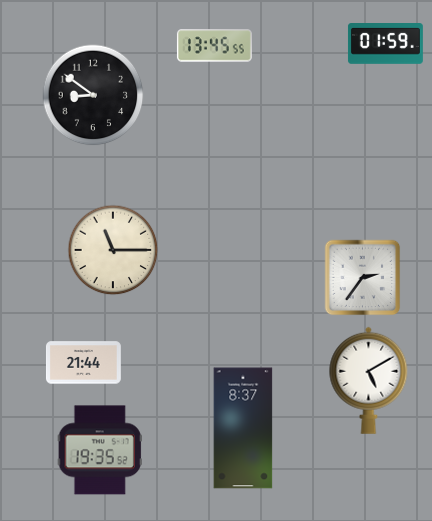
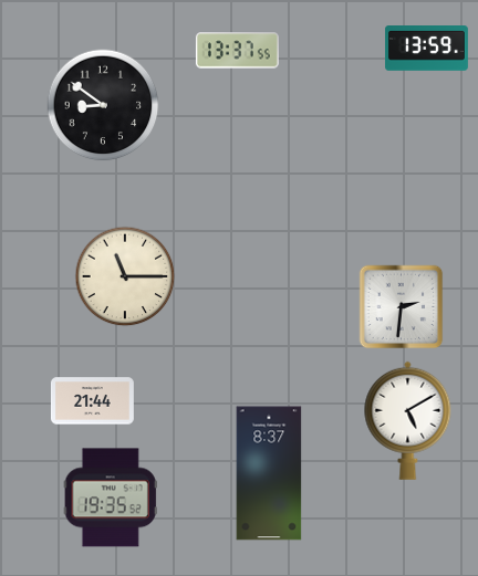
clock at (385, 44): 01:59 -> 13:59
clock at (214, 46): 13:45 -> 13:37
clock at (363, 278): 2:36 -> 2:31
